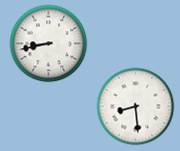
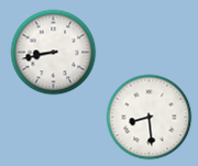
clock at (48, 43) position: (48, 43) -> (53, 52)
